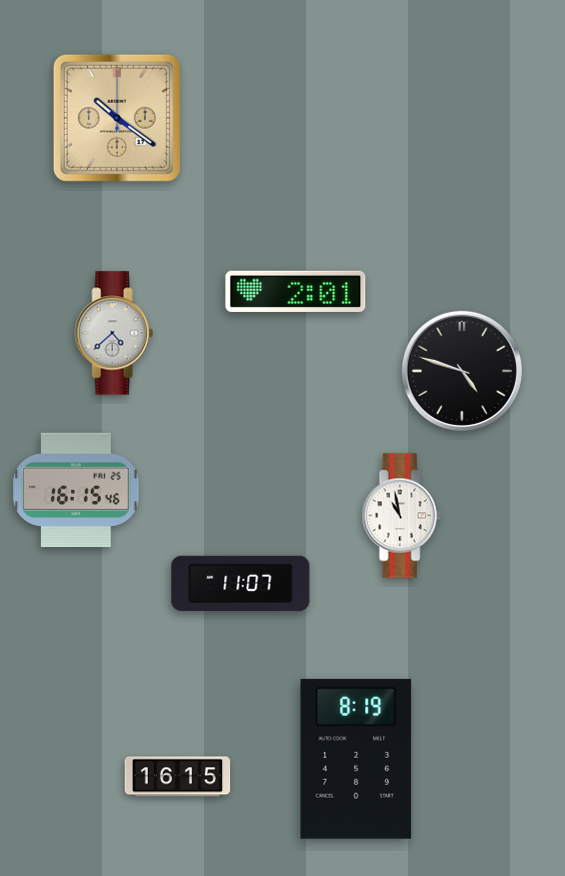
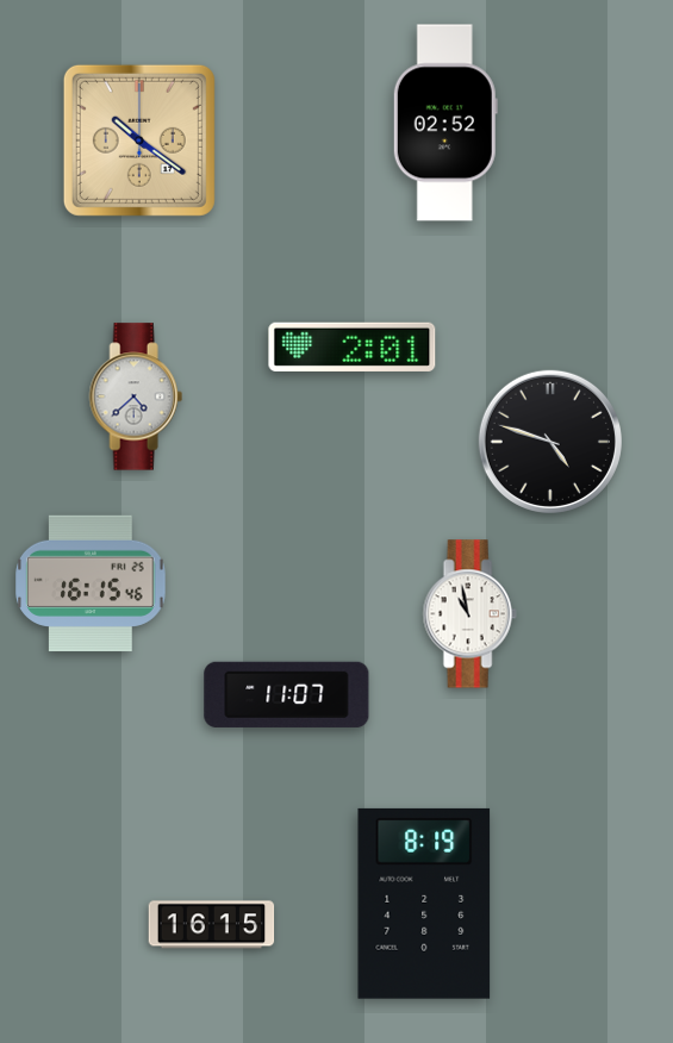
clock at (445, 123): none -> 02:52
clock at (401, 516) position: (401, 516) -> (469, 614)
